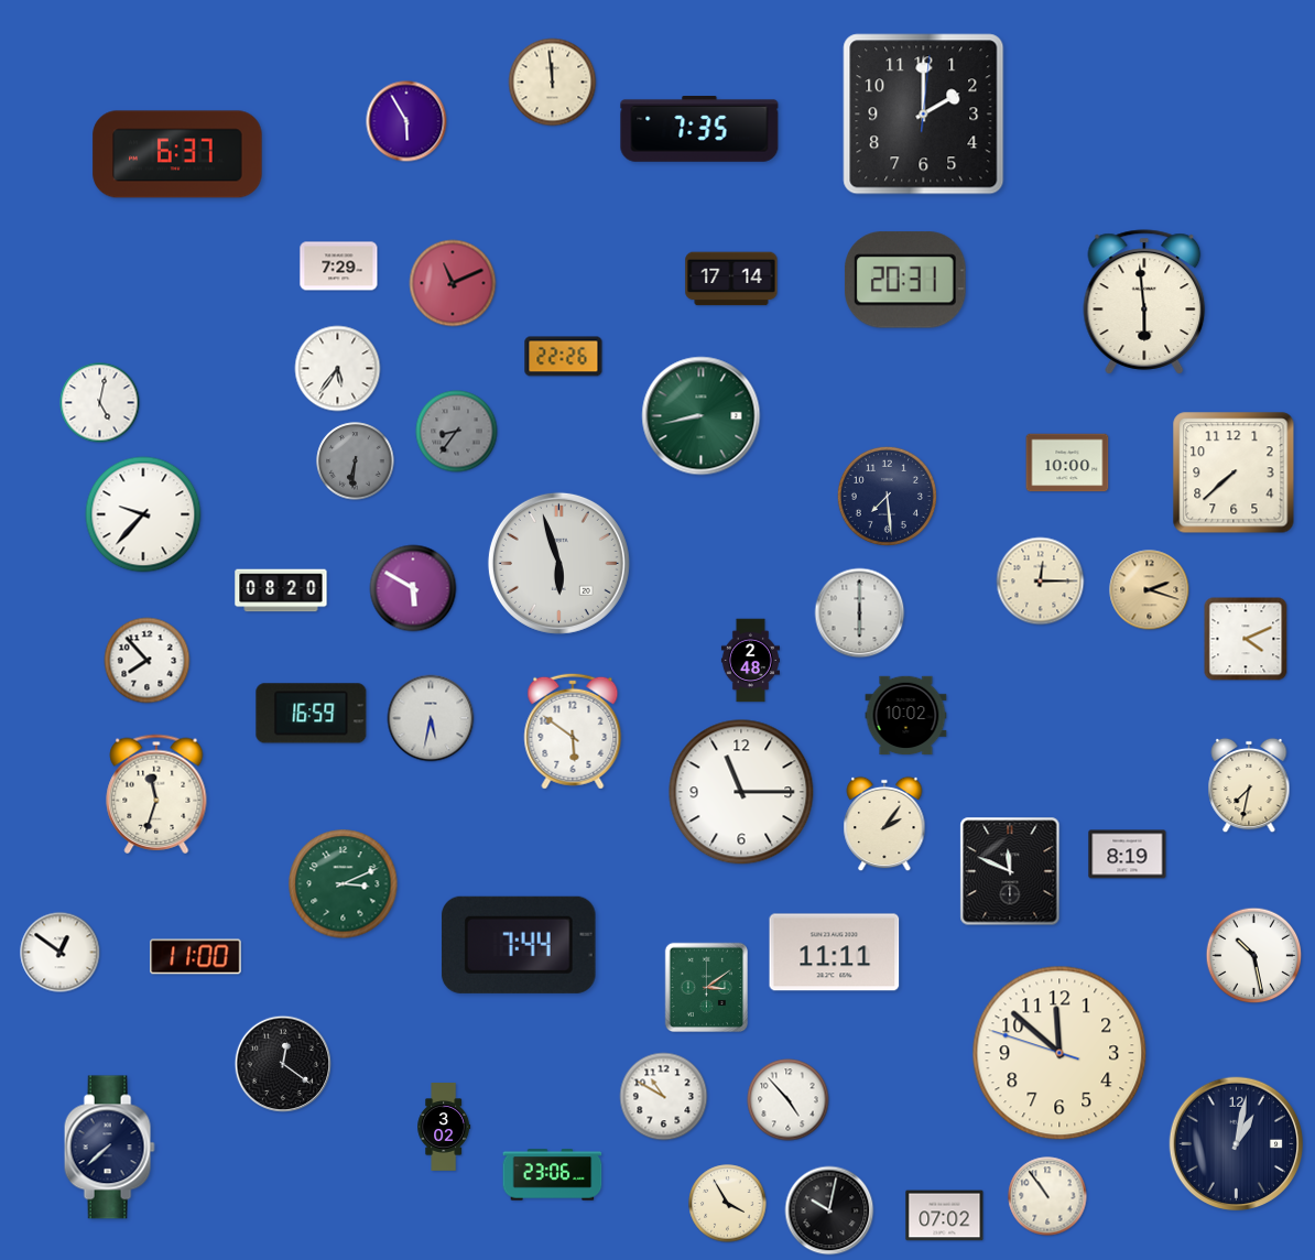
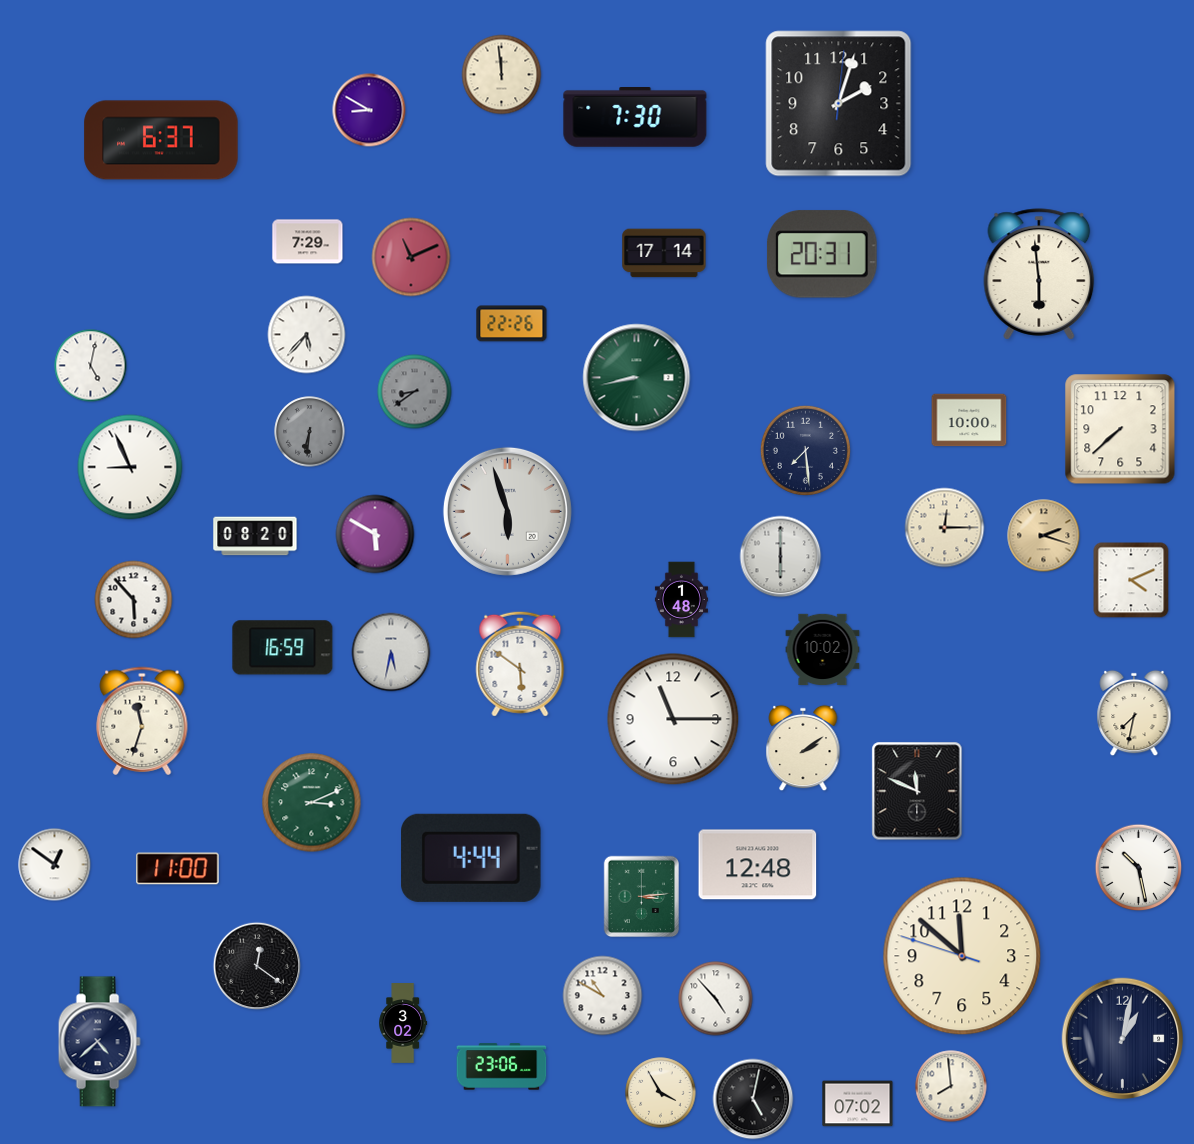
clock at (924, 115): 2:00 -> 2:03
clock at (406, 121): 5:55 -> 8:50
clock at (699, 130): 7:35 -> 7:30
clock at (338, 369): 5:36 -> 5:37
clock at (457, 432): 8:36 -> 8:39
clock at (356, 461) position: (356, 461) -> (310, 432)
clock at (143, 514): 9:37 -> 8:56
clock at (148, 661): 7:53 -> 5:53
clock at (750, 661): 2:48 -> 1:48
clock at (884, 824): 2:06 -> 2:09
clock at (1128, 855): 8:19 -> none
clock at (519, 945): 7:44 -> 4:44
clock at (835, 953): 11:11 -> 12:48
clock at (707, 988): 3:09 -> 3:14
clock at (109, 1148): 7:38 -> 4:38
clock at (1047, 1196): 10:54 -> 7:59
clock at (829, 1210): 10:02 -> 5:02
